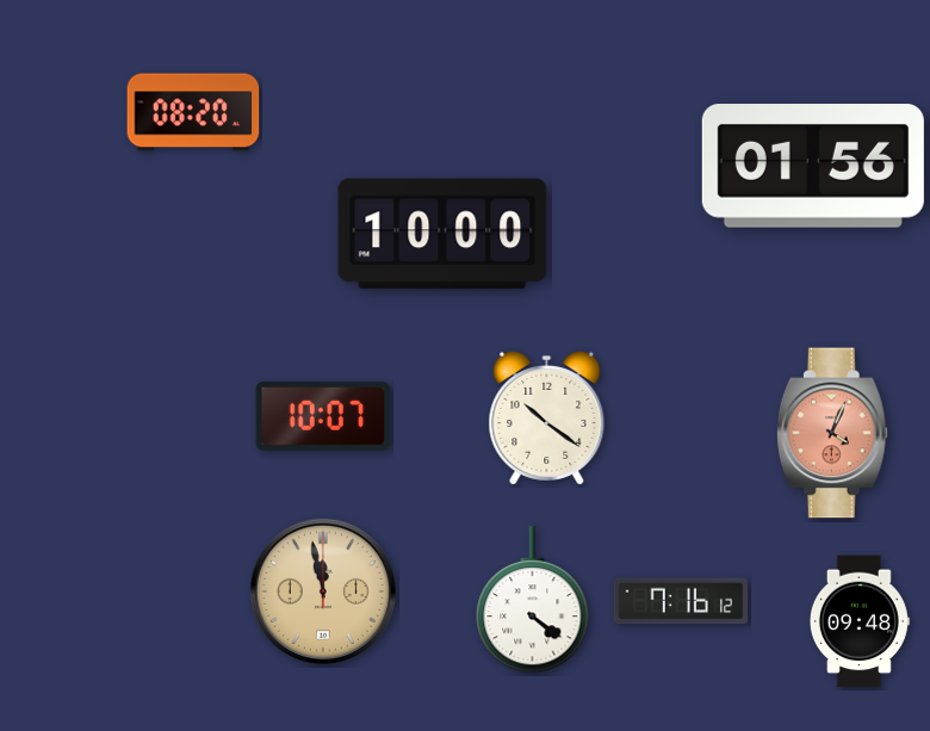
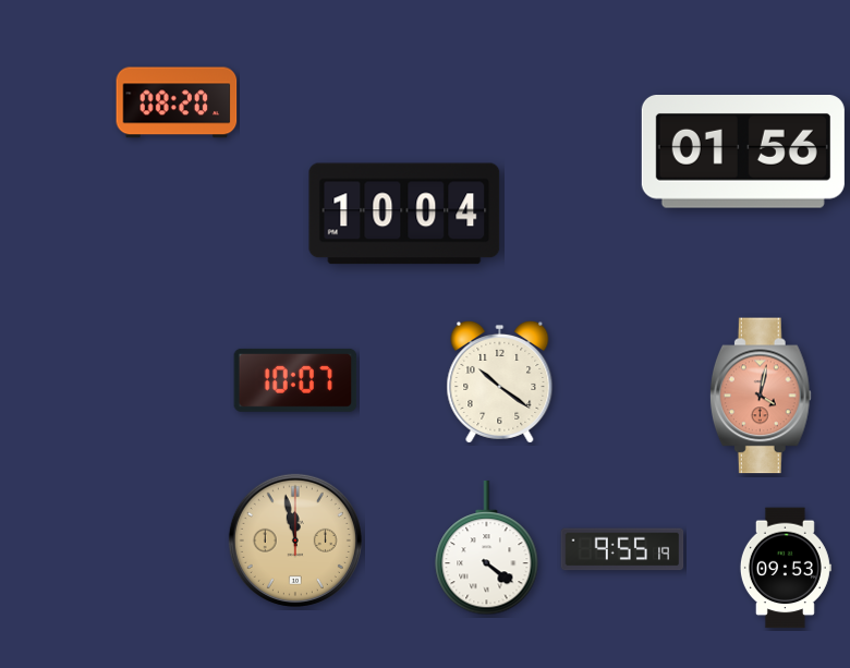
clock at (442, 234): 10:00 -> 10:04
clock at (832, 433): 4:04 -> 4:02
clock at (681, 601): 7:16 -> 9:55
clock at (860, 621): 09:48 -> 09:53
